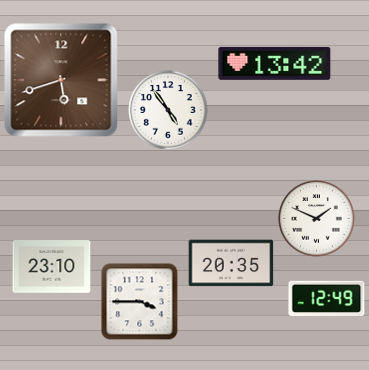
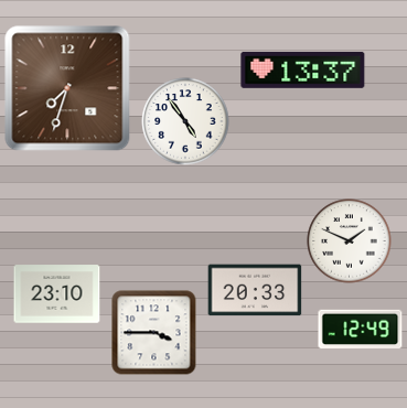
clock at (275, 63): 13:42 -> 13:37
clock at (61, 80): 5:42 -> 7:33
clock at (231, 263): 20:35 -> 20:33
